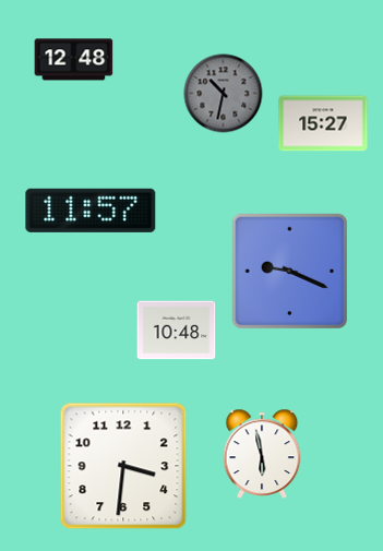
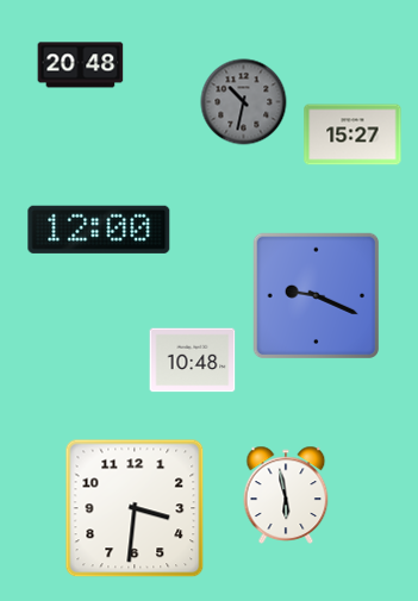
clock at (74, 60): 12:48 -> 20:48
clock at (91, 211): 11:57 -> 12:00
